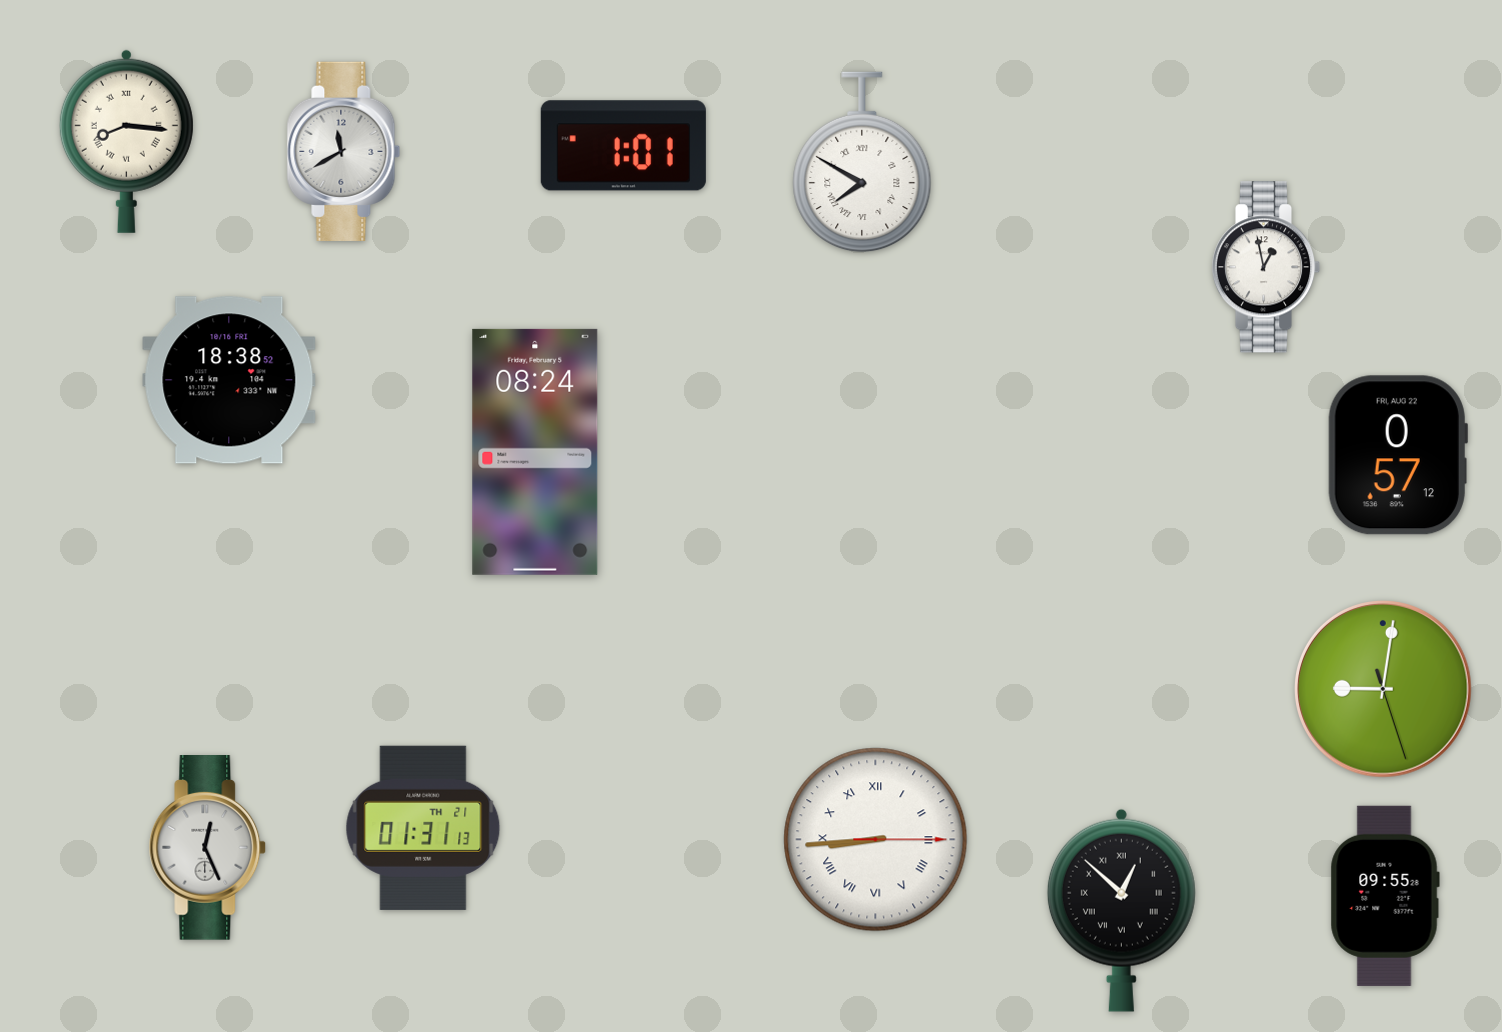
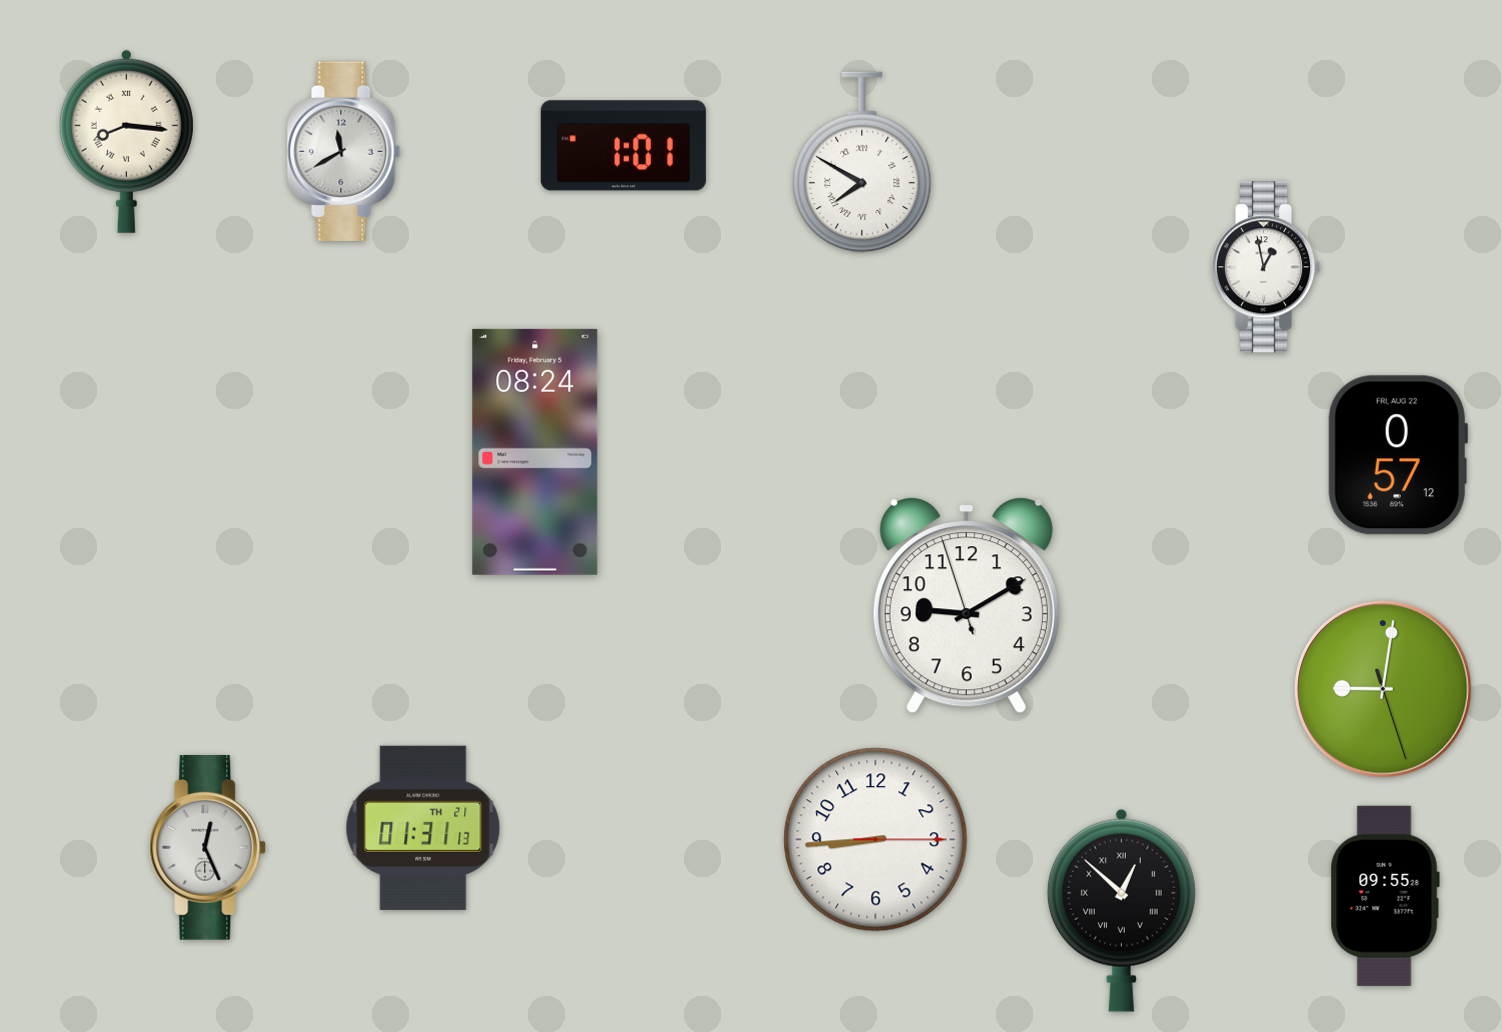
clock at (229, 380): 18:38 -> none
clock at (966, 606): none -> 9:09
clock at (876, 840) numerals: Roman -> Arabic
